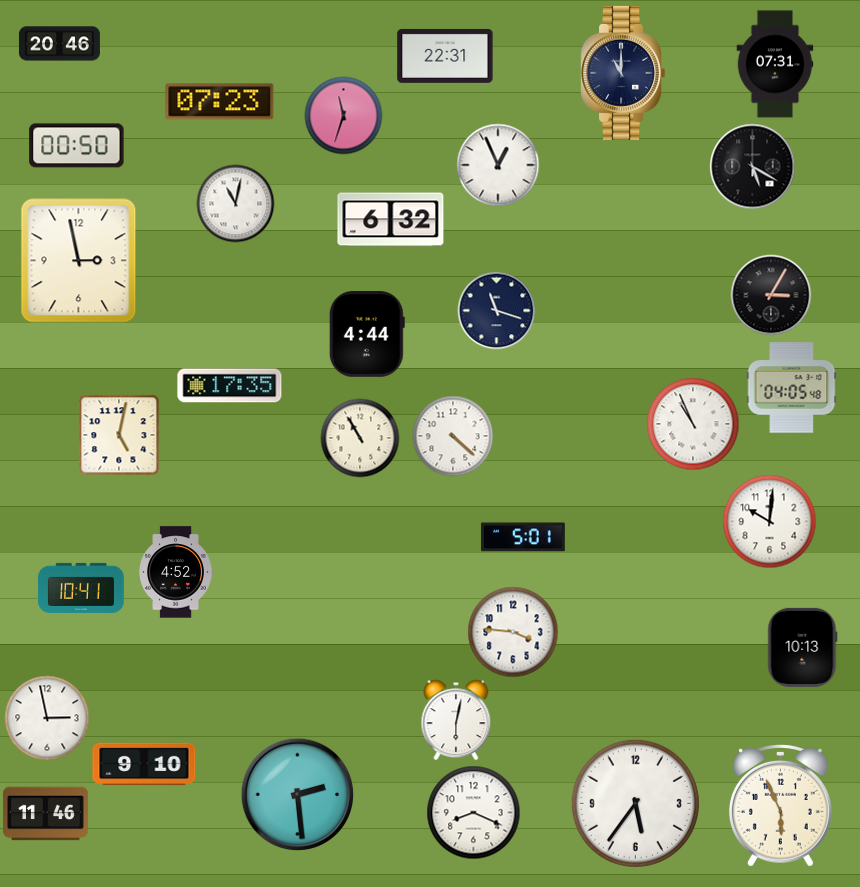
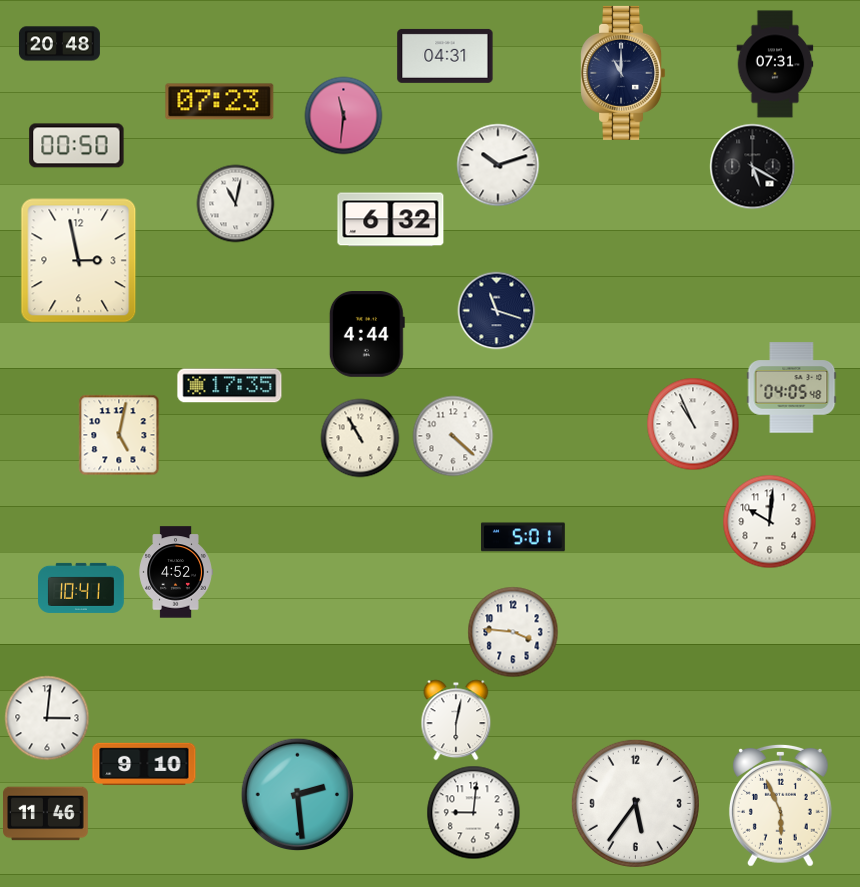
clock at (59, 44): 20:46 -> 20:48
clock at (445, 56): 22:31 -> 04:31
clock at (343, 115): 11:33 -> 11:31
clock at (498, 165): 12:56 -> 10:12
clock at (771, 295): 3:05 -> none
clock at (803, 647): 10:13 -> none
clock at (47, 718): 2:58 -> 3:01
clock at (473, 812): 8:19 -> 9:01
